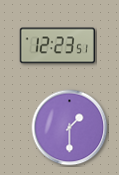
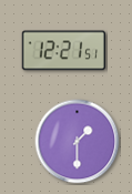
clock at (57, 46): 12:23 -> 12:21
